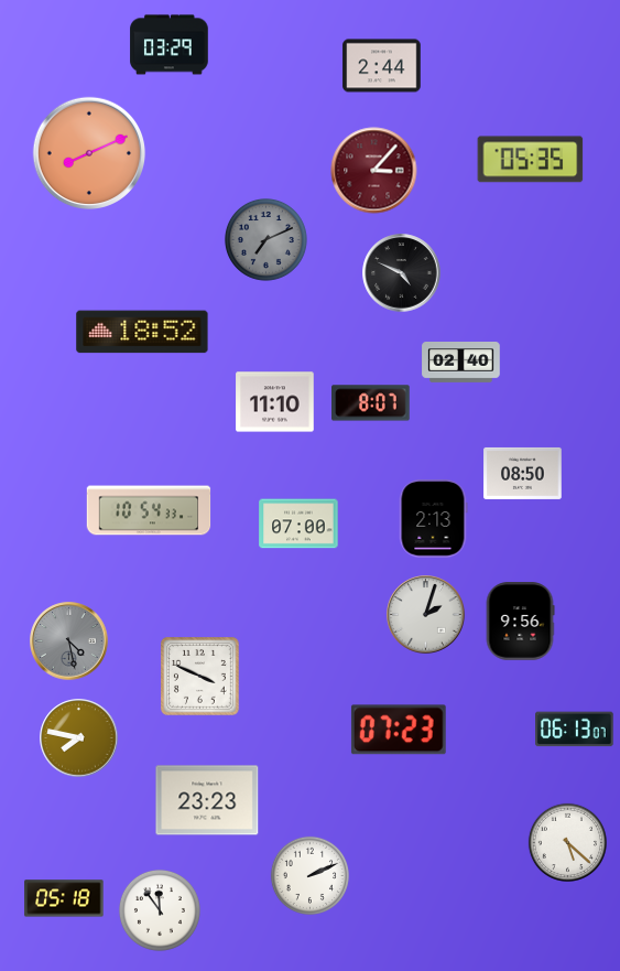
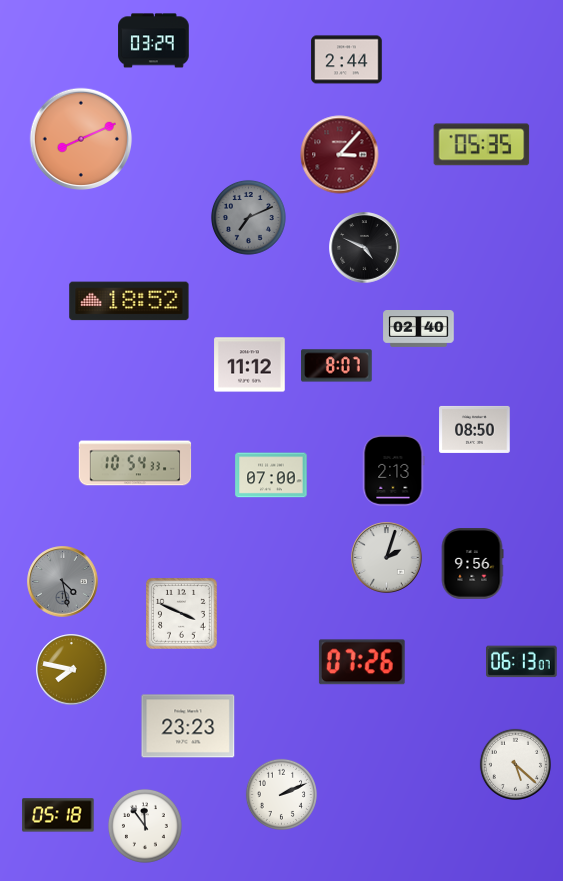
clock at (267, 240) position: (267, 240) -> (249, 218)
clock at (275, 402): 11:10 -> 11:12
clock at (399, 730): 07:23 -> 07:26
